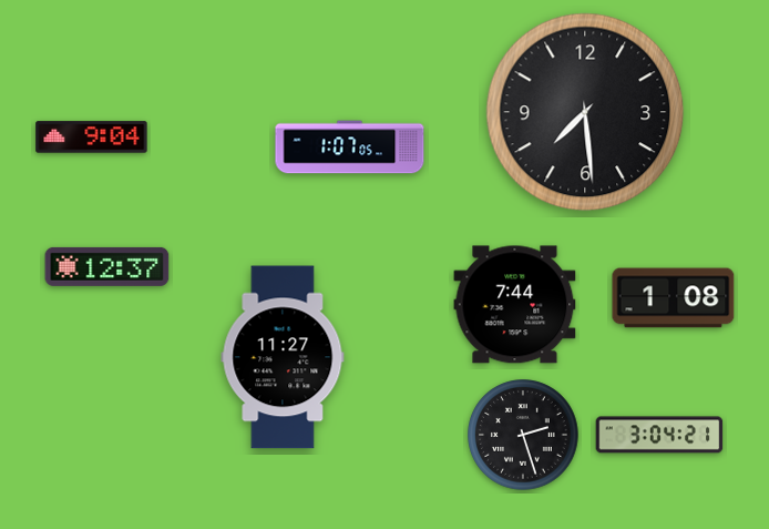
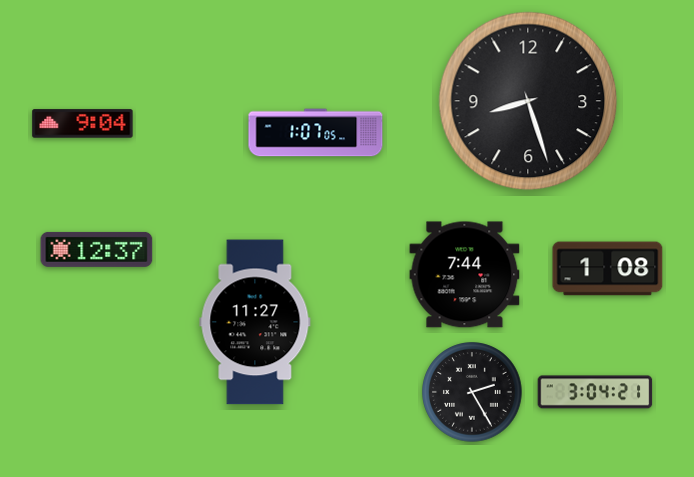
clock at (585, 112): 7:29 -> 8:27
clock at (107, 266) position: (107, 266) -> (97, 249)
clock at (523, 435): 2:27 -> 2:25
